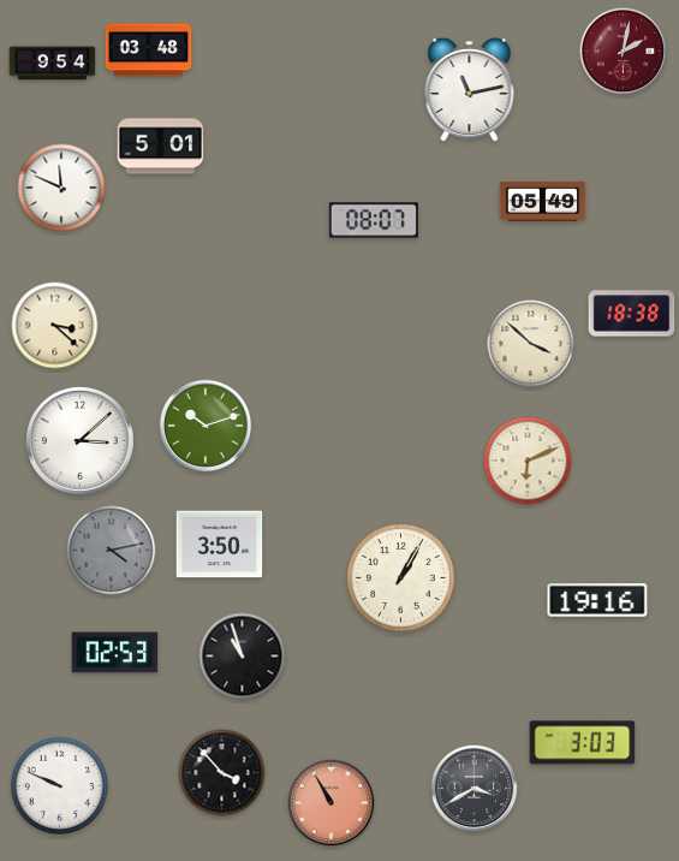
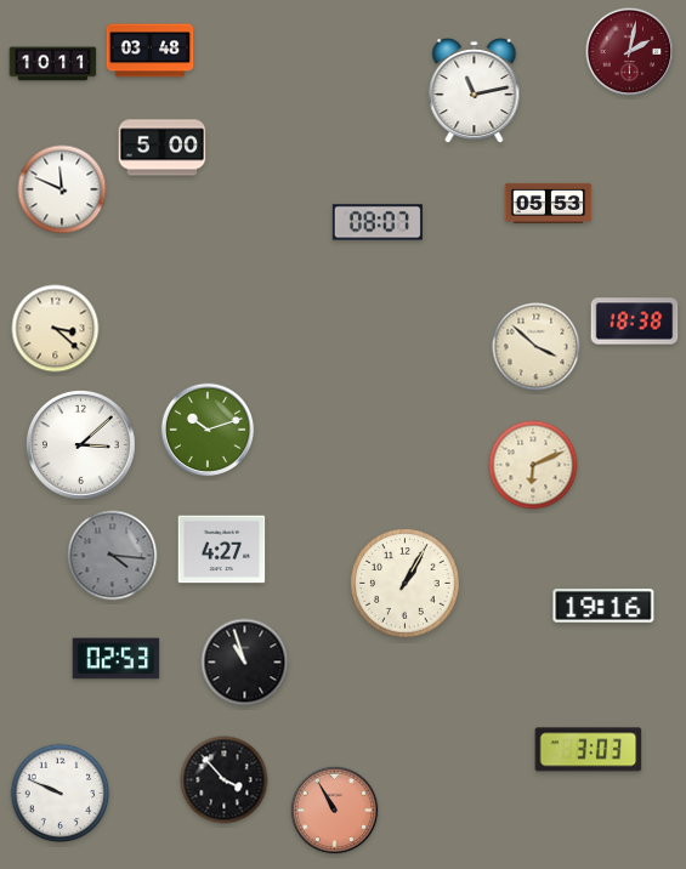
clock at (53, 64): 9:54 -> 10:11
clock at (161, 147): 5:01 -> 5:00
clock at (543, 201): 05:49 -> 05:53
clock at (632, 314) position: (632, 314) -> (635, 322)
clock at (220, 545): 3:50 -> 4:27
clock at (112, 551): 4:13 -> 4:16
clock at (475, 789): 3:40 -> none
